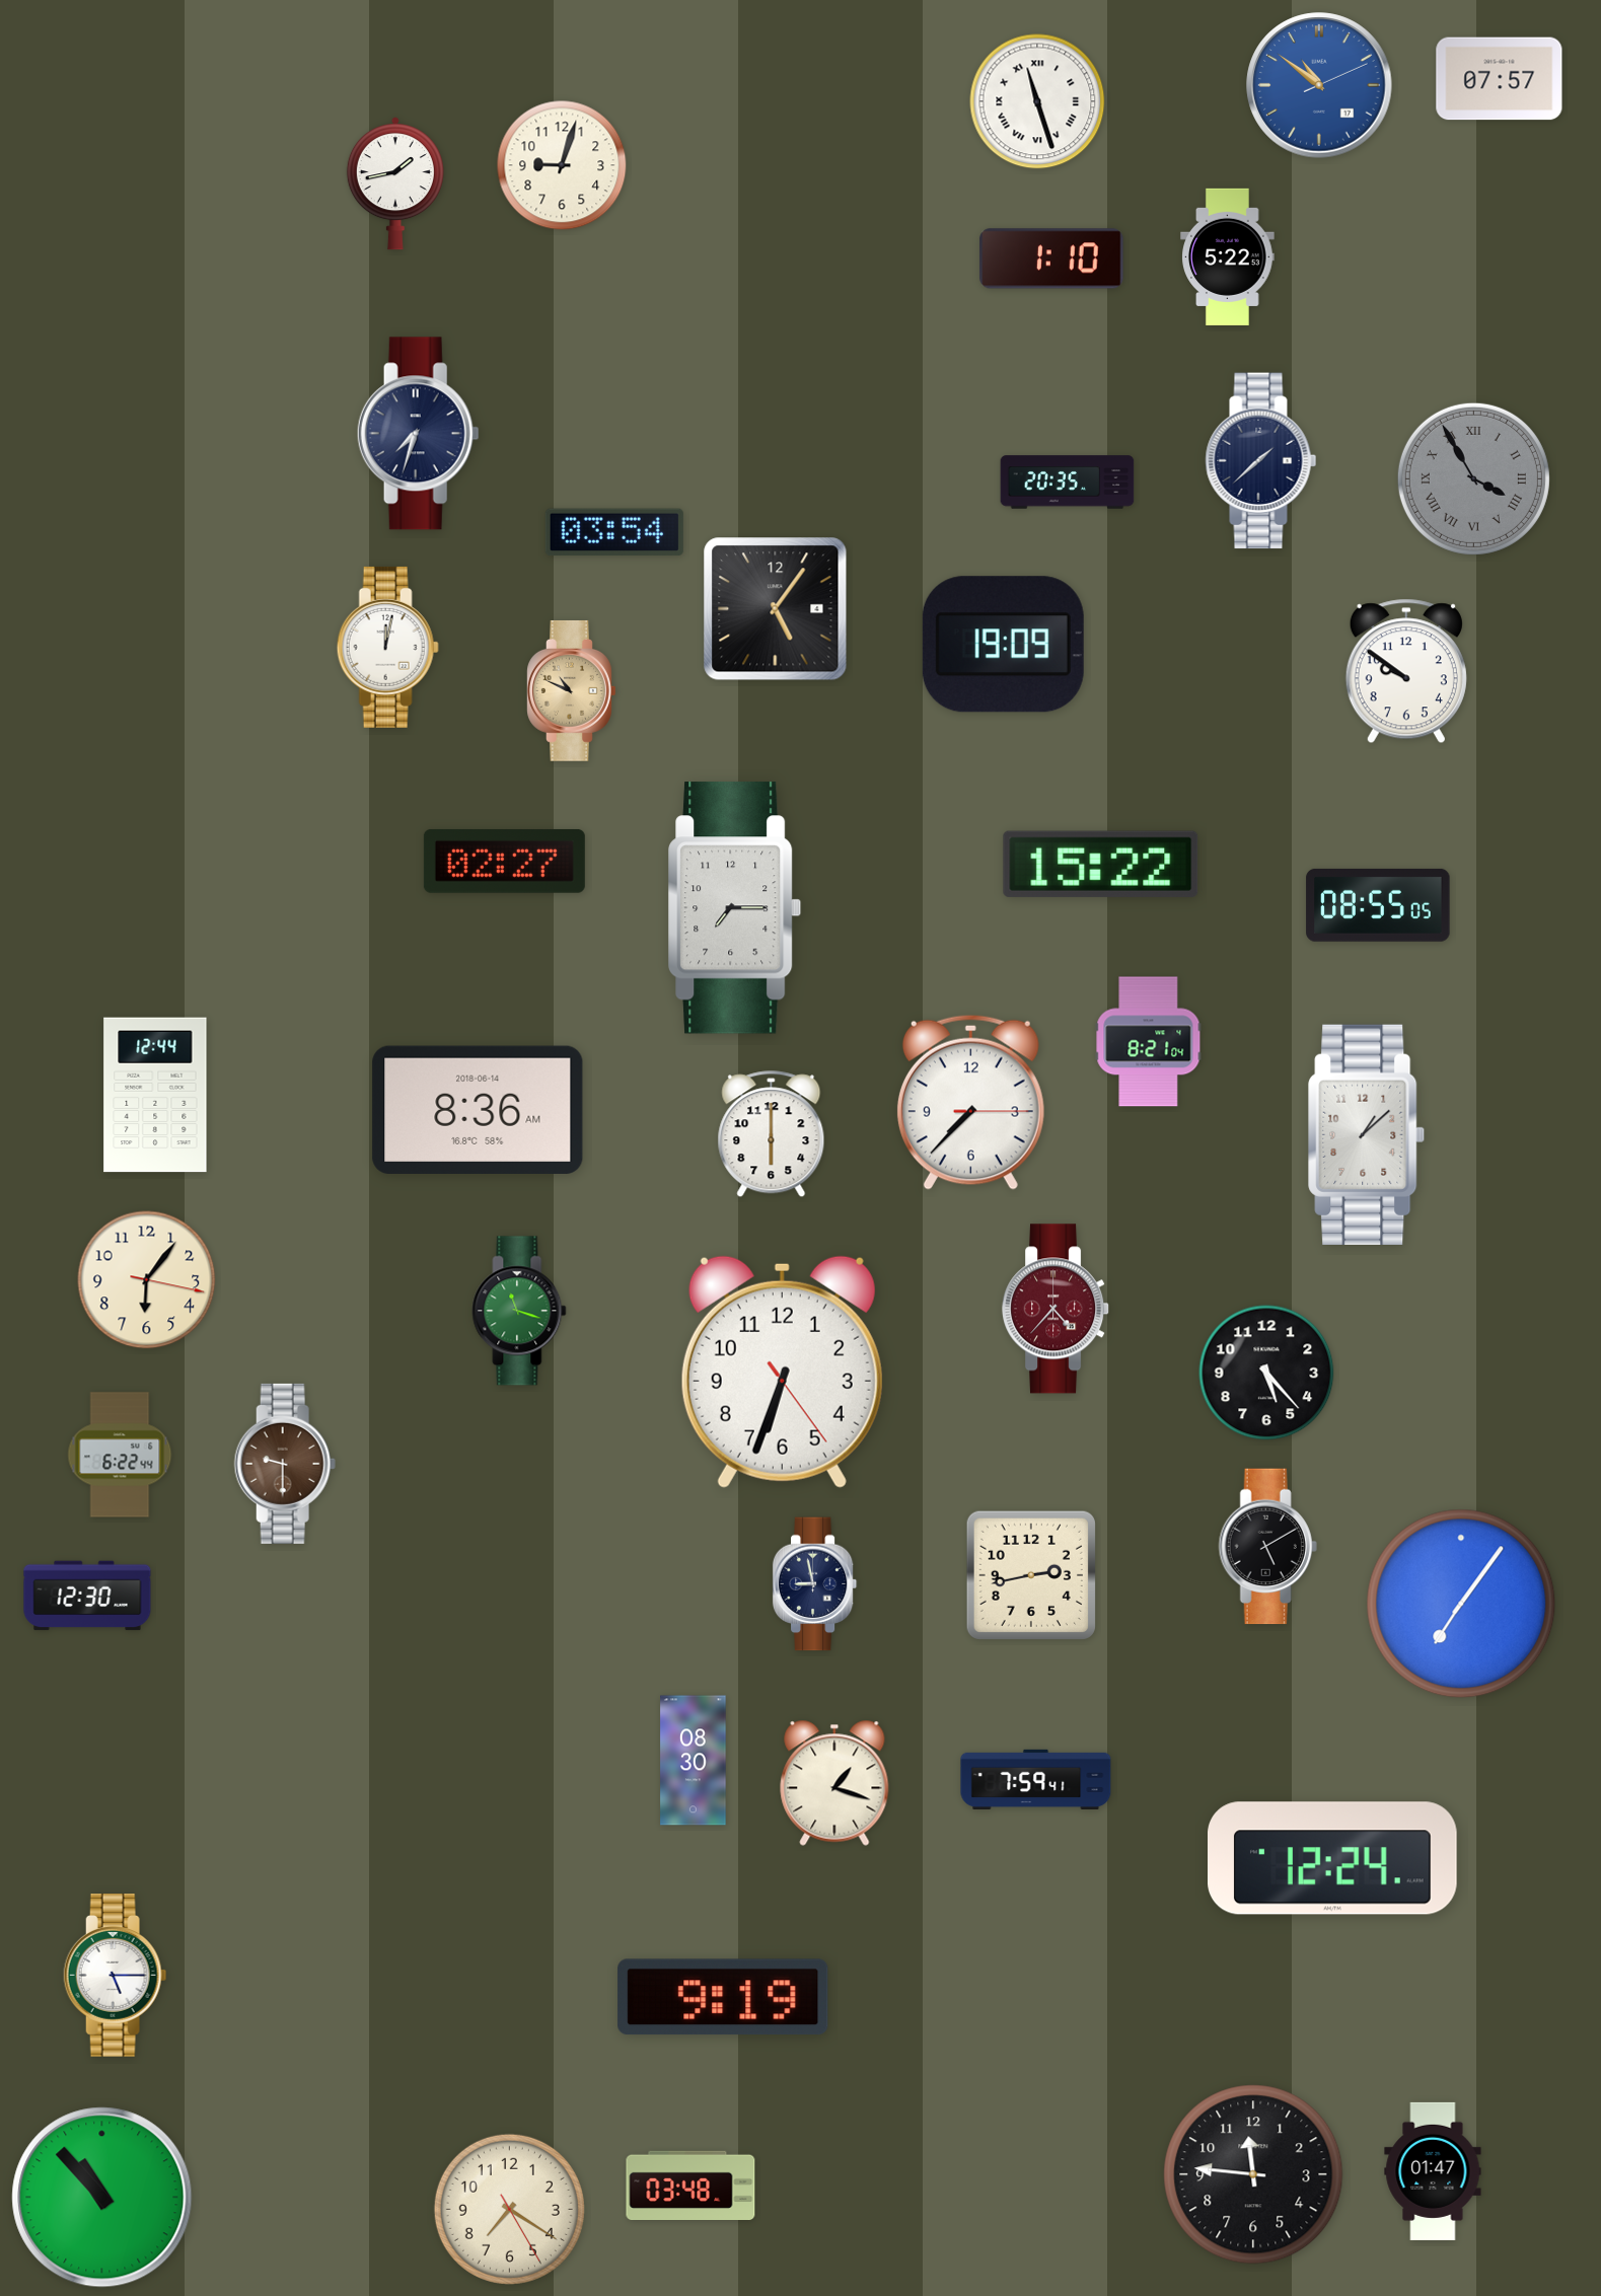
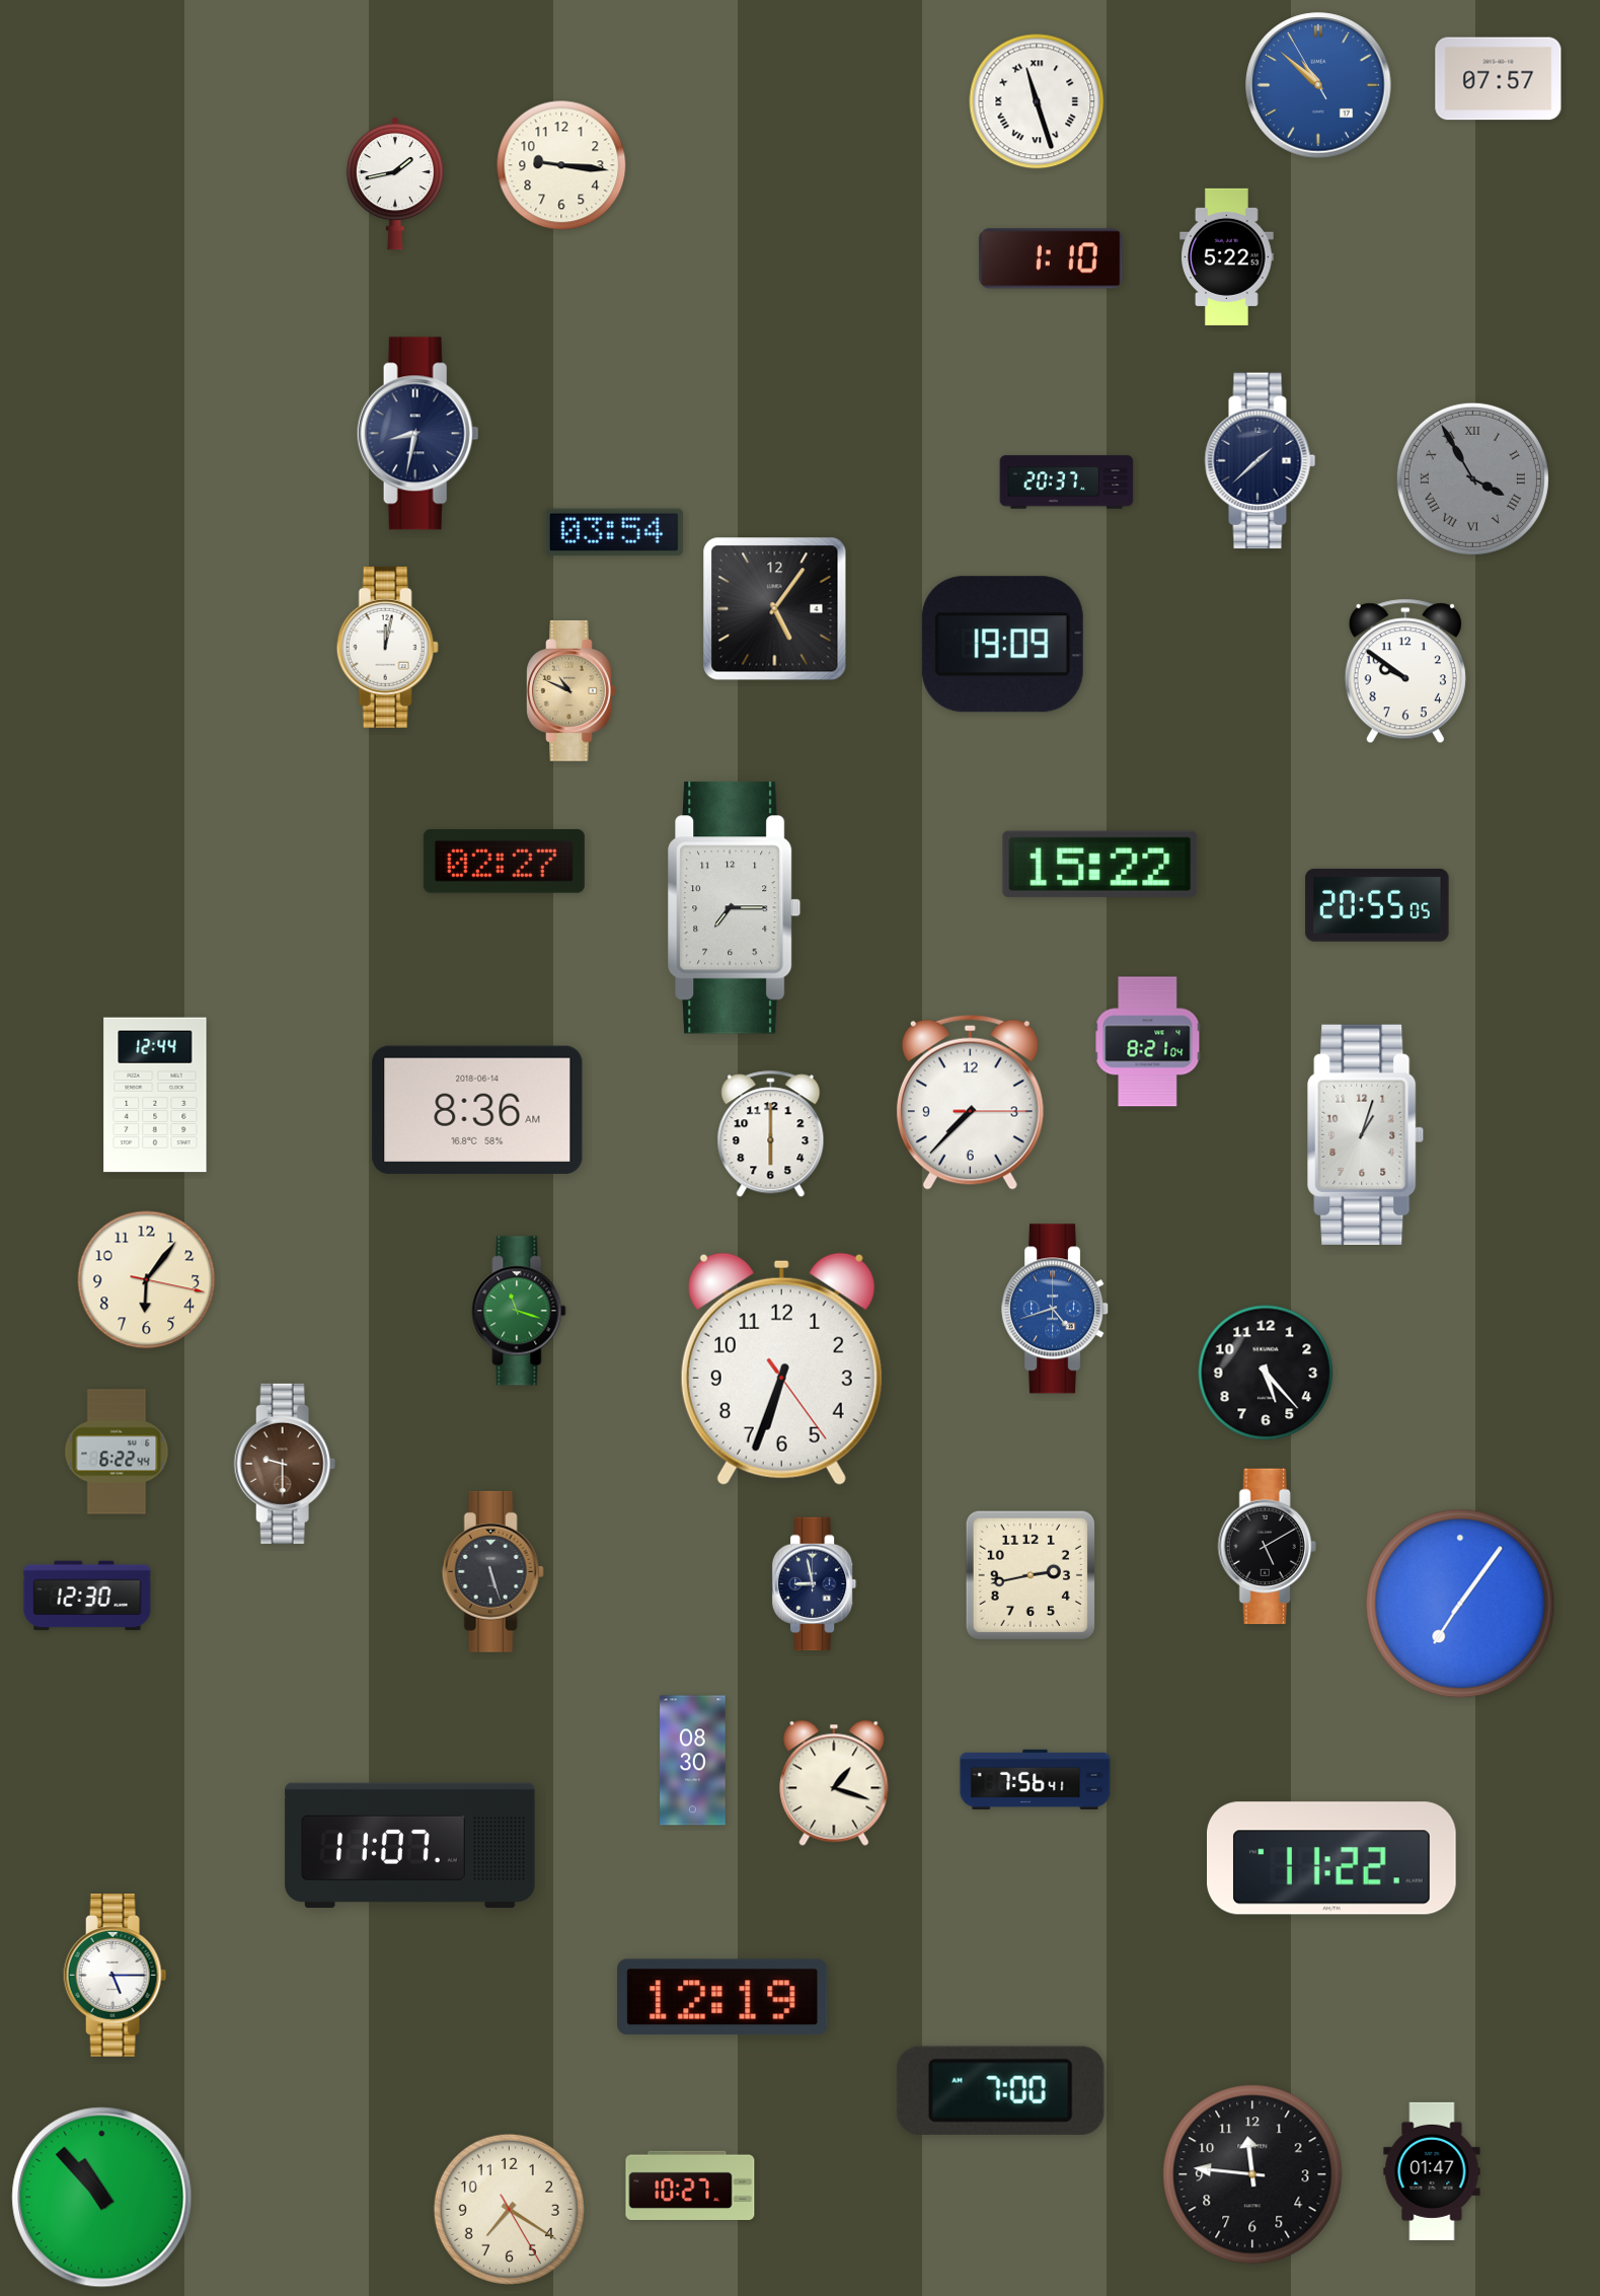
clock at (1319, 85): 10:51:11 -> 10:51:55
clock at (562, 165): 9:03 -> 9:16
clock at (418, 434): 7:33 -> 8:32
clock at (1068, 483): 20:35 -> 20:37
clock at (1378, 905): 08:55 -> 20:55
clock at (1367, 1134): 1:08 -> 1:03
clock at (1057, 1309): 4:37 -> 4:42
clock at (1057, 1309) dial: burgundy -> blue
clock at (782, 1372) position: (782, 1372) -> (781, 1368)
clock at (120, 1455) position: (120, 1455) -> (117, 1452)
clock at (492, 1571): none -> 5:27
clock at (1036, 1779): 7:59 -> 7:56
clock at (410, 1845): none -> 11:07
clock at (1333, 1858): 12:24 -> 11:22
clock at (723, 1997): 9:19 -> 12:19
clock at (1000, 2090): none -> 7:00
clock at (690, 2186): 03:48 -> 10:27
